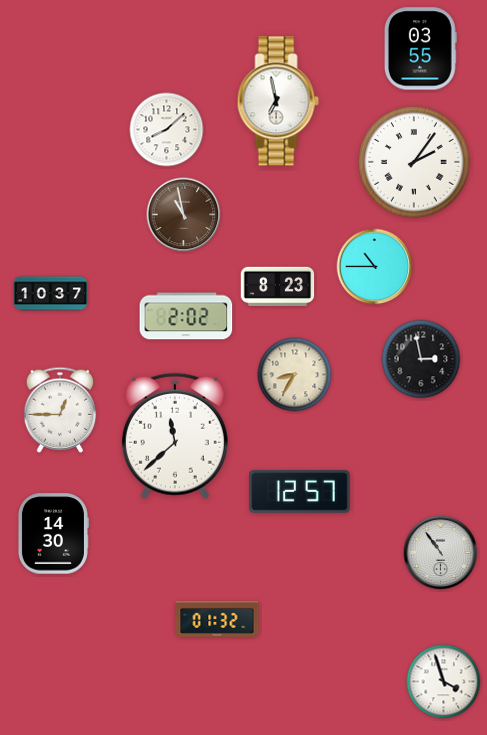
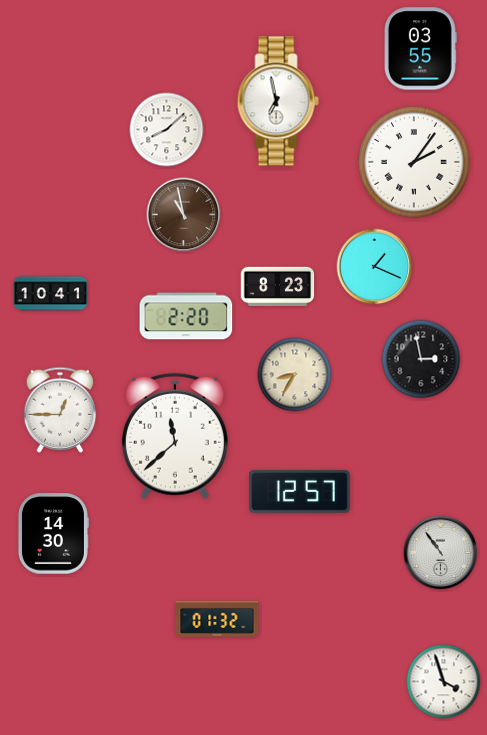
clock at (375, 267): 10:45 -> 1:19
clock at (51, 294): 10:37 -> 10:41
clock at (186, 316): 2:02 -> 2:20
